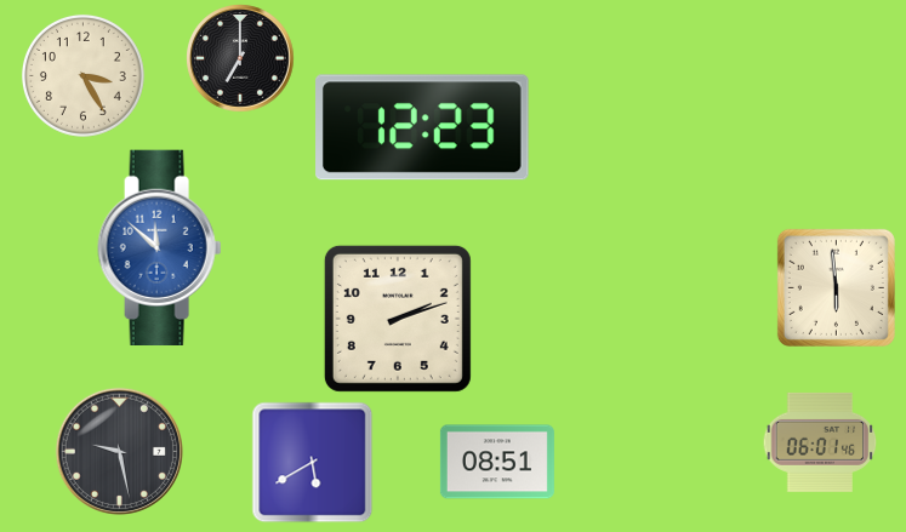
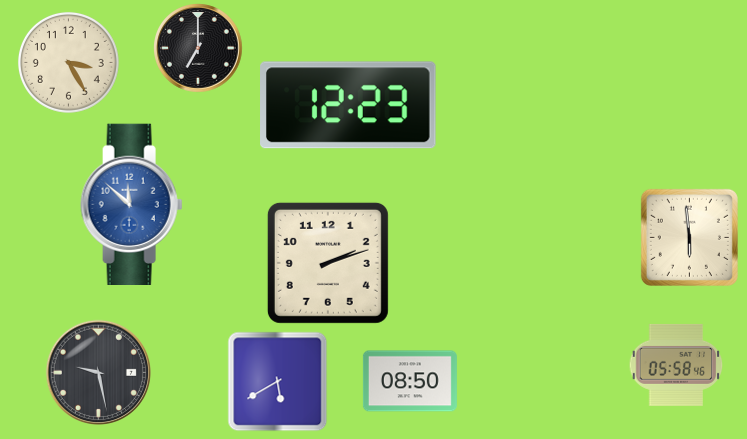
clock at (820, 442): 06:01 -> 05:58
clock at (497, 462): 08:51 -> 08:50
clock at (313, 463) position: (313, 463) -> (278, 382)
